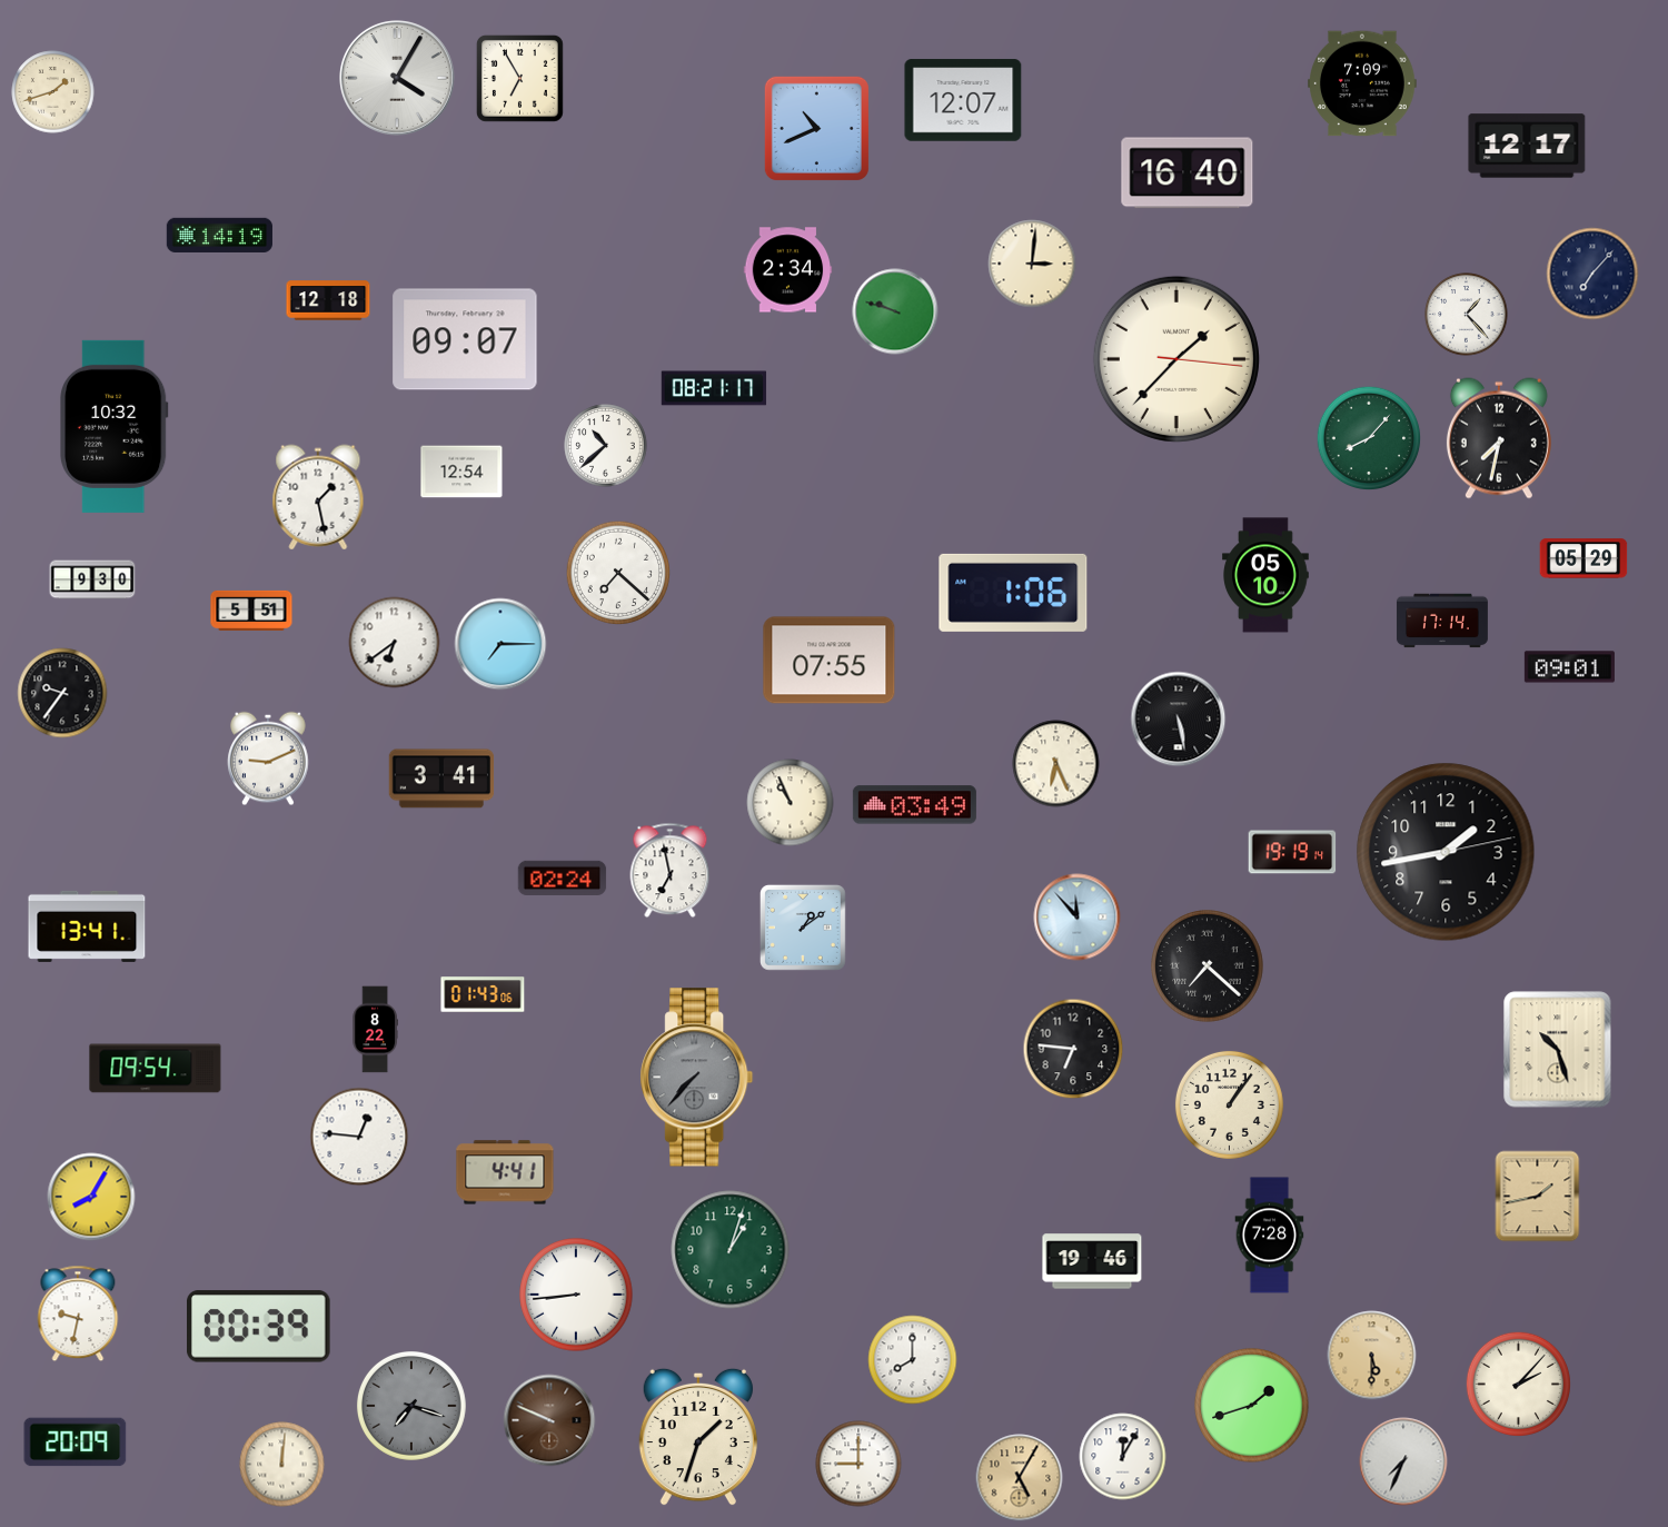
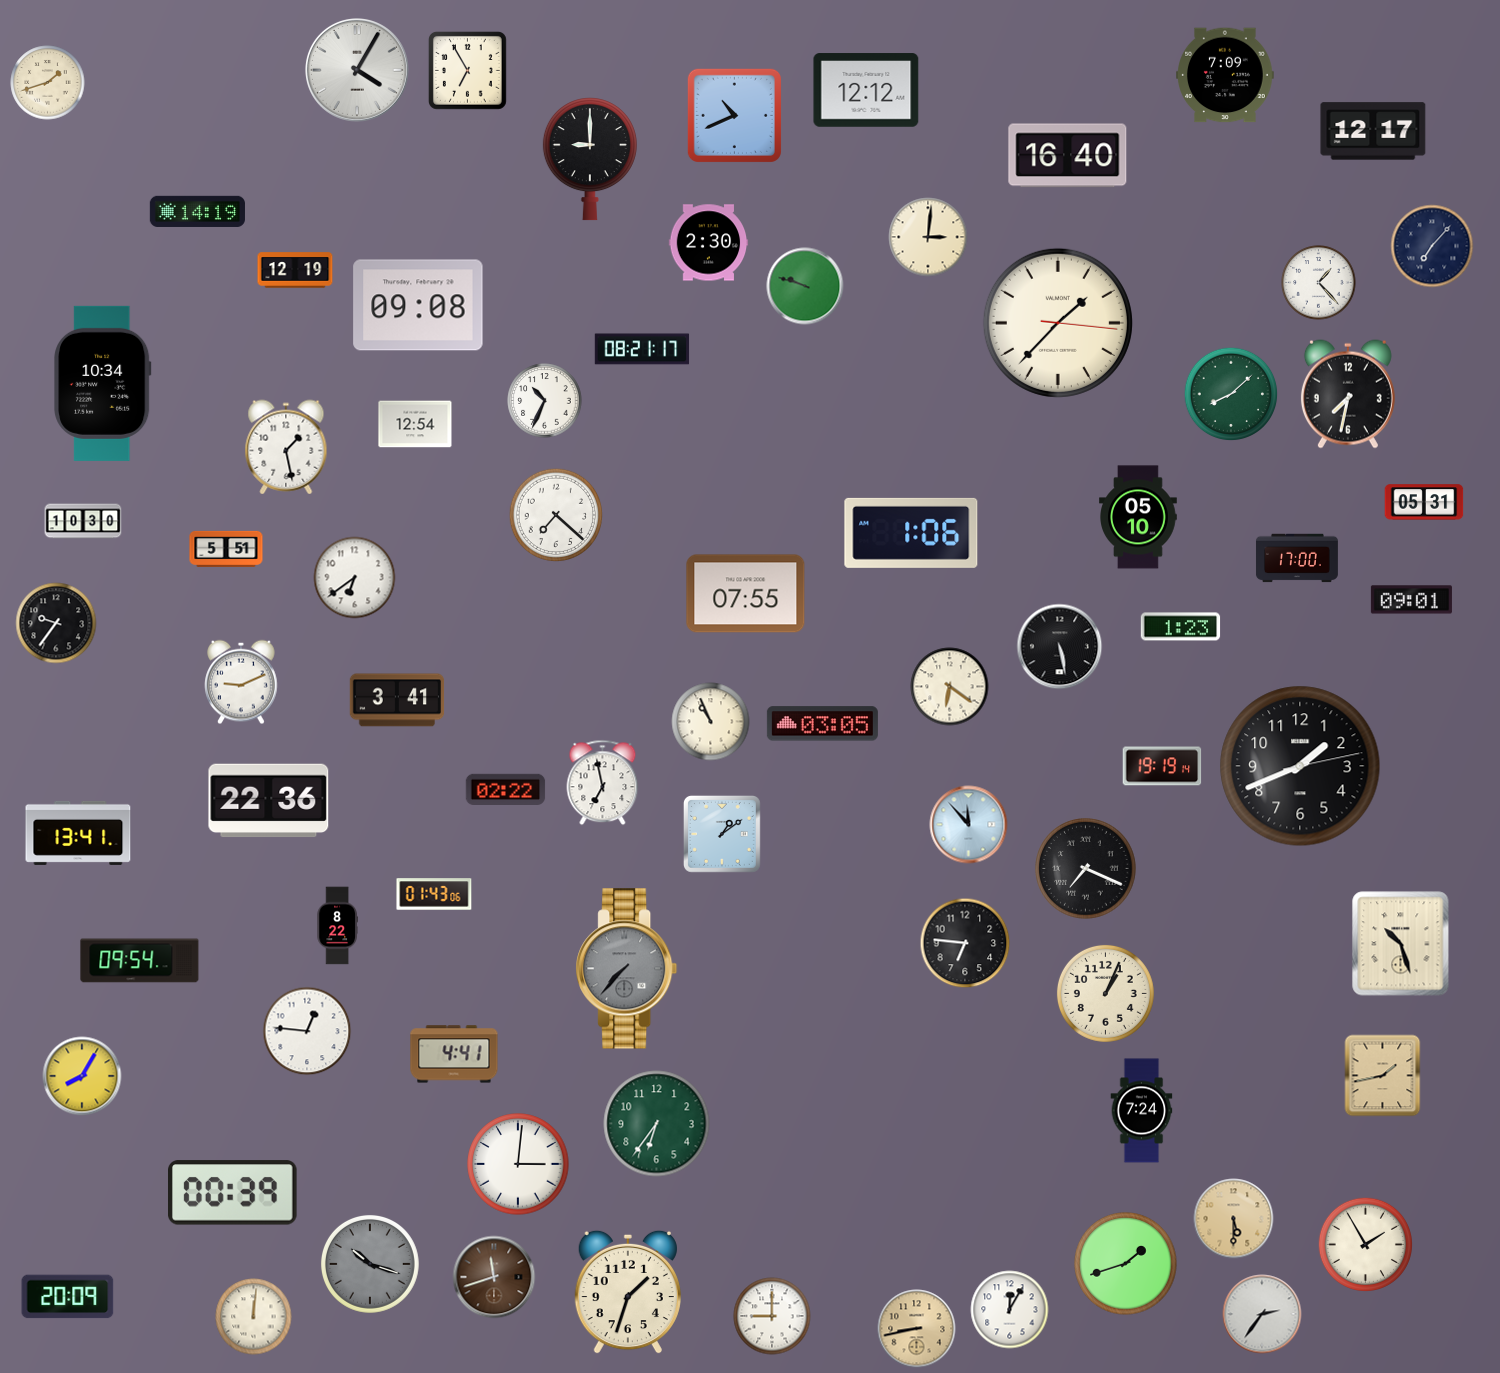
clock at (963, 100): 12:07 -> 12:12
clock at (590, 159): none -> 9:00
clock at (788, 270): 2:34 -> 2:30
clock at (328, 300): 12:18 -> 12:19
clock at (895, 311) position: (895, 311) -> (805, 286)
clock at (465, 339): 09:07 -> 09:08
clock at (115, 426): 10:32 -> 10:34
clock at (1369, 438): 8:07 -> 8:08
clock at (606, 446): 10:38 -> 10:34
clock at (1583, 558): 05:29 -> 05:31
clock at (92, 579): 9:30 -> 10:30
clock at (1442, 621): 17:14 -> 17:00
clock at (500, 644): 7:15 -> none
clock at (1181, 627): none -> 1:23
clock at (1056, 764): 6:26 -> 6:21
clock at (914, 805): 03:49 -> 03:05
clock at (1446, 852): 1:43 -> 1:41
clock at (563, 877): 02:24 -> 02:22
clock at (269, 801): none -> 22:36
clock at (1208, 966): 7:22 -> 7:19
clock at (1229, 1104): 1:06 -> 1:04
clock at (359, 1137) position: (359, 1137) -> (307, 1031)
clock at (1270, 1236): 7:28 -> 7:24
clock at (731, 1250): 1:03 -> 6:36
clock at (1092, 1261): 19:46 -> none
clock at (576, 1295): 8:44 -> 3:01
clock at (78, 1313): 9:32 -> none
clock at (913, 1360): 8:00 -> none
clock at (1518, 1384): 2:07 -> 1:55
clock at (411, 1406): 7:18 -> 10:18
clock at (549, 1420): 9:49 -> 11:42
clock at (1403, 1461): 7:34 -> 2:36
clock at (1020, 1478): 5:05 -> 8:43
